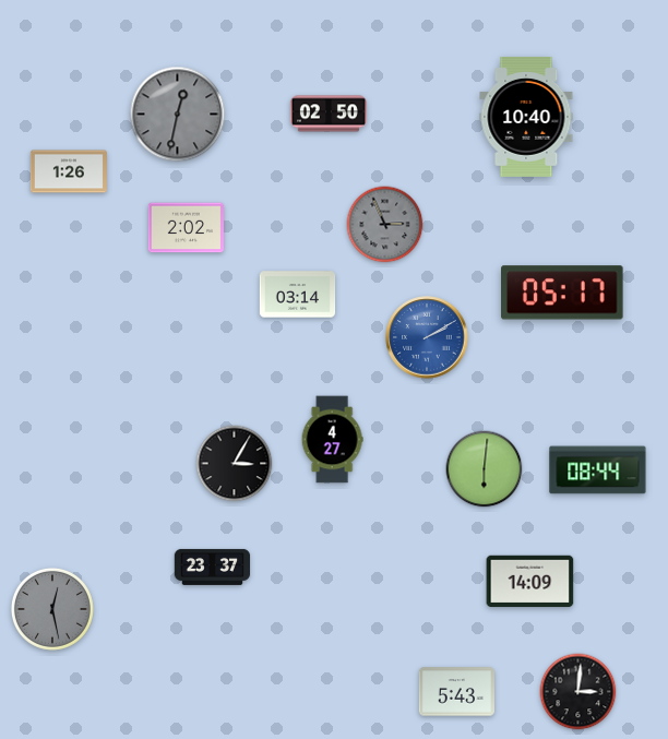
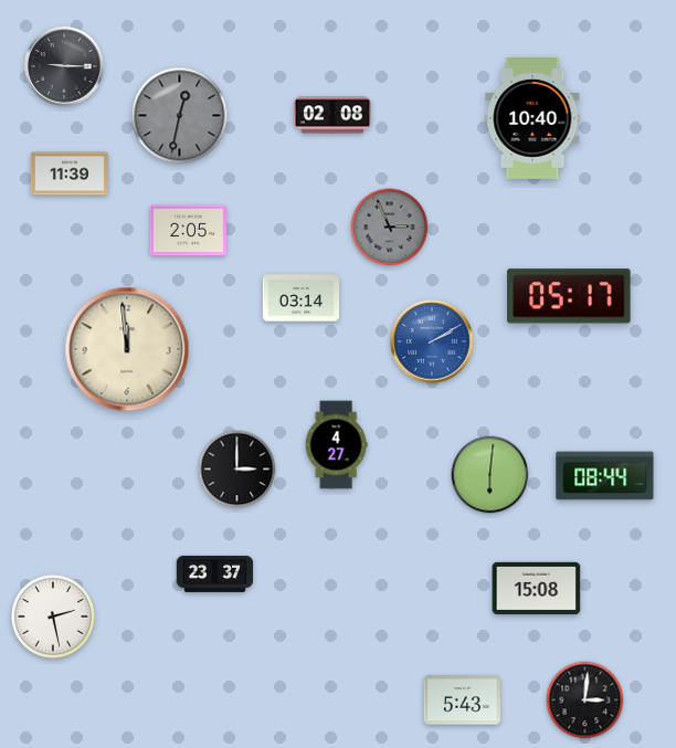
clock at (64, 66): none -> 9:15
clock at (329, 114): 02:50 -> 02:08
clock at (69, 171): 1:26 -> 11:39
clock at (187, 228): 2:02 -> 2:05
clock at (127, 349): none -> 11:59
clock at (235, 464): 3:05 -> 3:00
clock at (530, 582): 14:09 -> 15:08
clock at (52, 609): 12:28 -> 2:28
clock at (52, 609) dial: grey -> white
